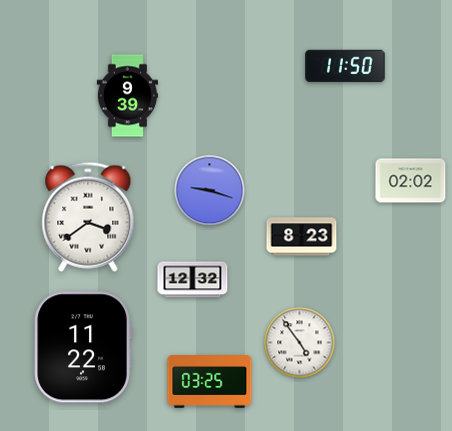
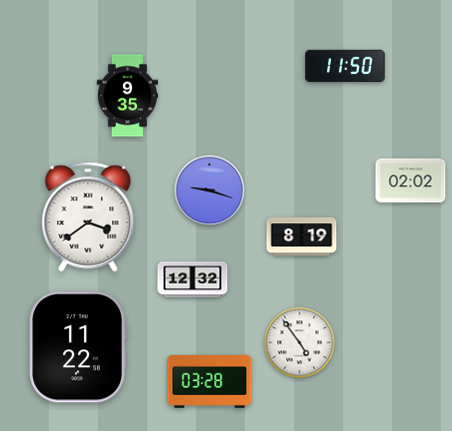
clock at (127, 96): 9:39 -> 9:35
clock at (302, 237): 8:23 -> 8:19
clock at (83, 347) position: (83, 347) -> (78, 347)
clock at (210, 382): 03:25 -> 03:28
